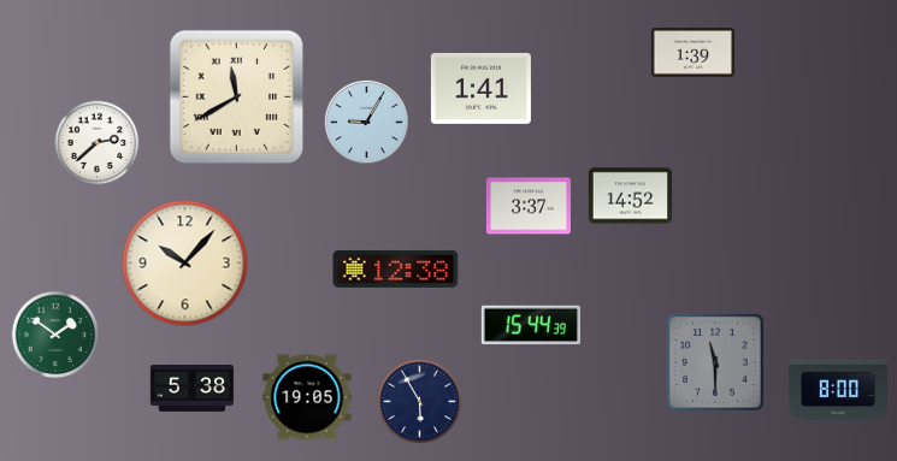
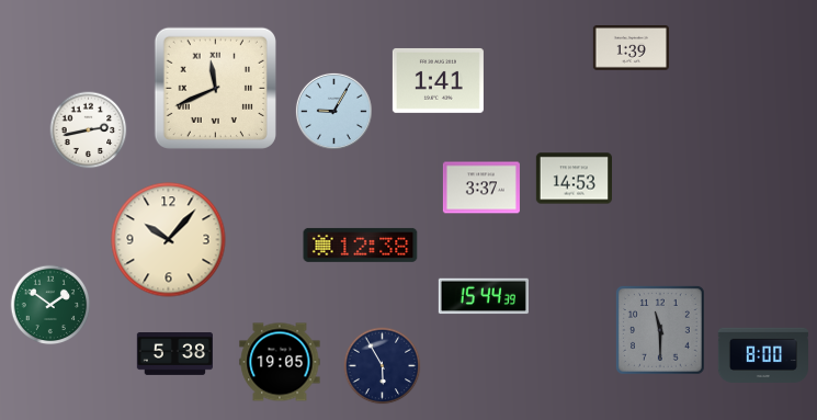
clock at (236, 96): 11:40 -> 11:41
clock at (98, 143): 2:38 -> 2:43
clock at (630, 196): 14:52 -> 14:53
clock at (716, 364) position: (716, 364) -> (661, 331)
